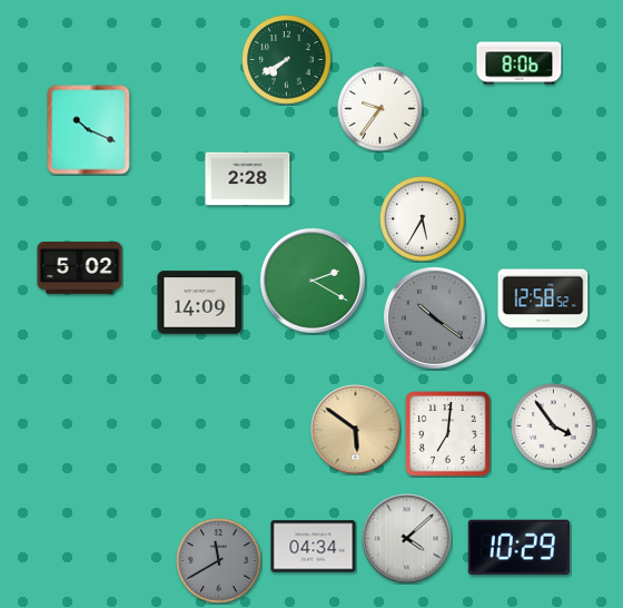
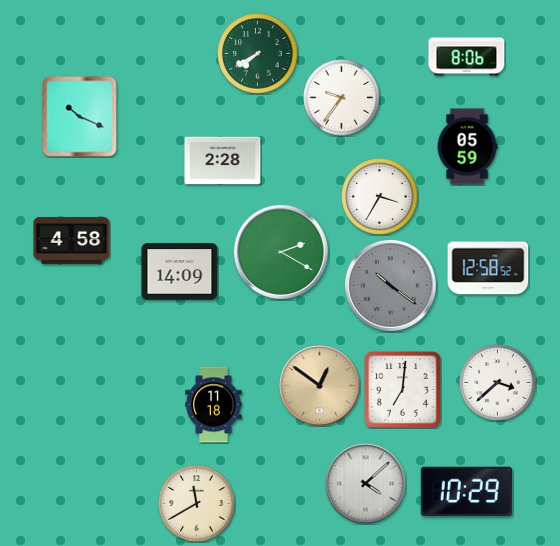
clock at (467, 147): none -> 05:59
clock at (423, 219): 5:35 -> 3:35
clock at (80, 268): 5:02 -> 4:58
clock at (554, 426): 3:54 -> 3:38
clock at (356, 430): 5:51 -> 12:51
clock at (214, 405): none -> 11:18
clock at (314, 547): 04:34 -> none
clock at (219, 561) dial: grey -> cream
